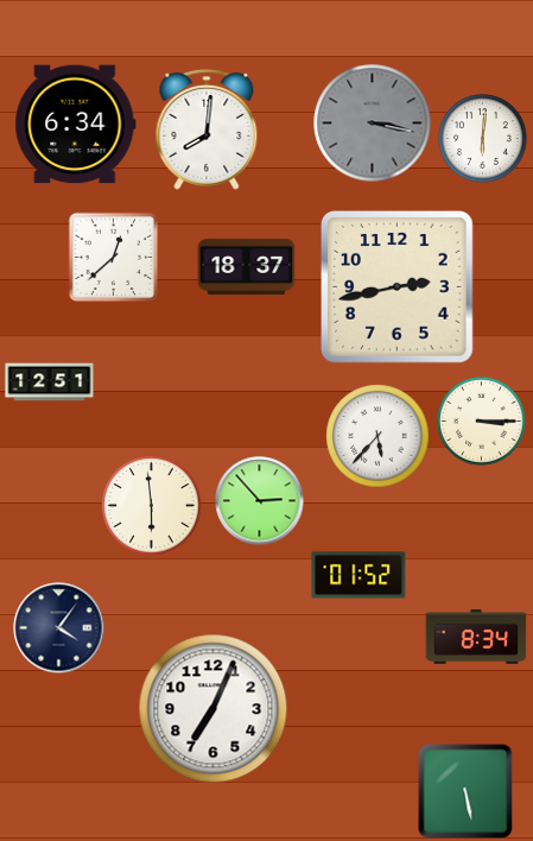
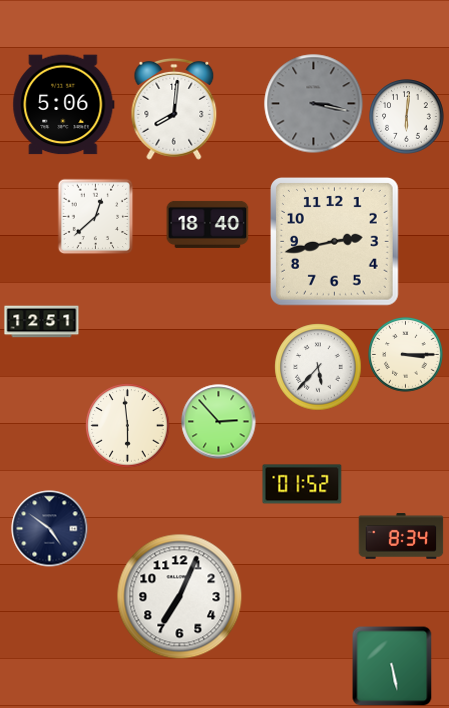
clock at (76, 125): 6:34 -> 5:06
clock at (247, 266): 18:37 -> 18:40
clock at (59, 628): 4:06 -> 4:51
